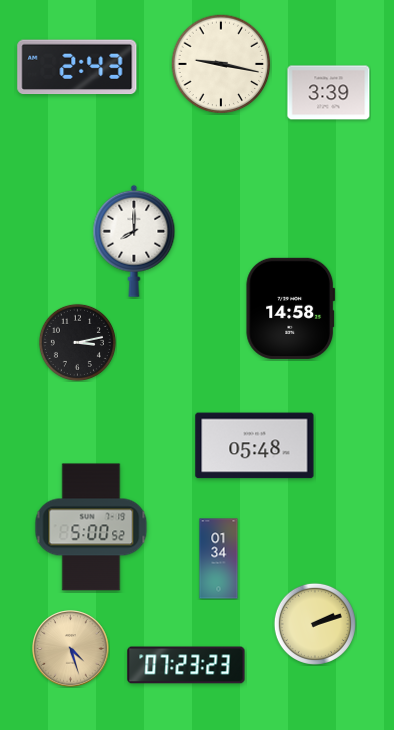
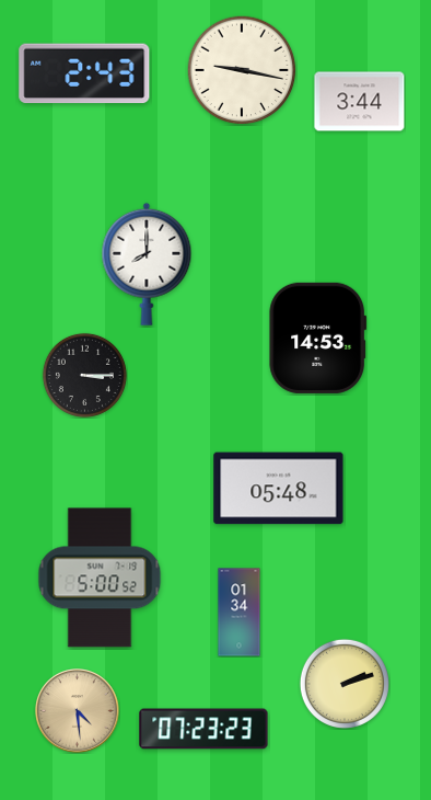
clock at (329, 93): 3:39 -> 3:44
clock at (291, 308): 14:58 -> 14:53
clock at (77, 342): 3:13 -> 3:15
clock at (71, 649): 4:27 -> 4:29
